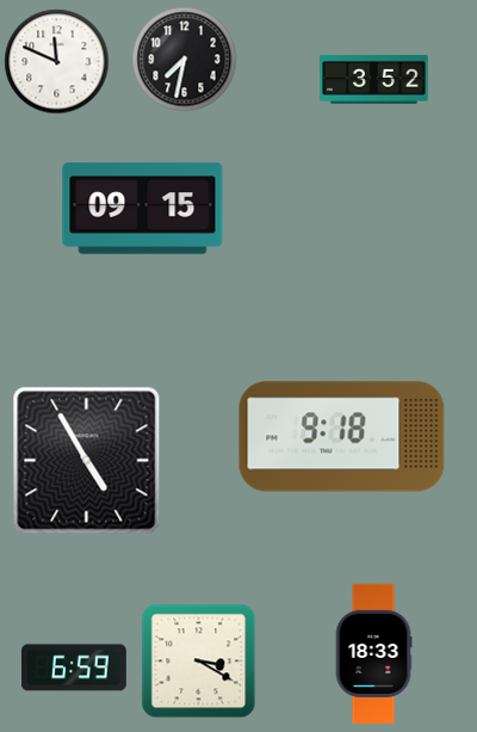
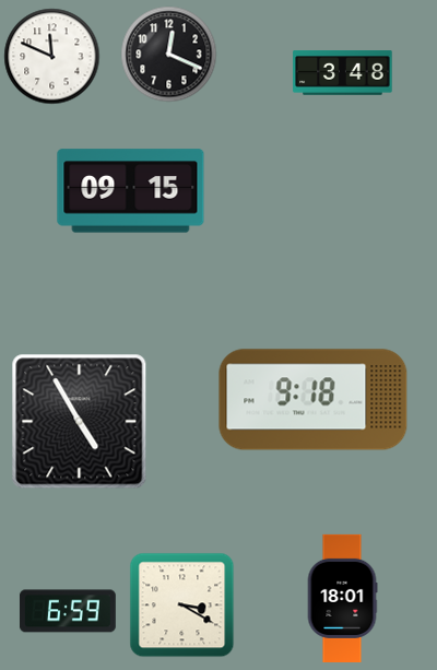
clock at (185, 60): 7:32 -> 12:19
clock at (374, 80): 3:52 -> 3:48
clock at (373, 653): 18:33 -> 18:01
